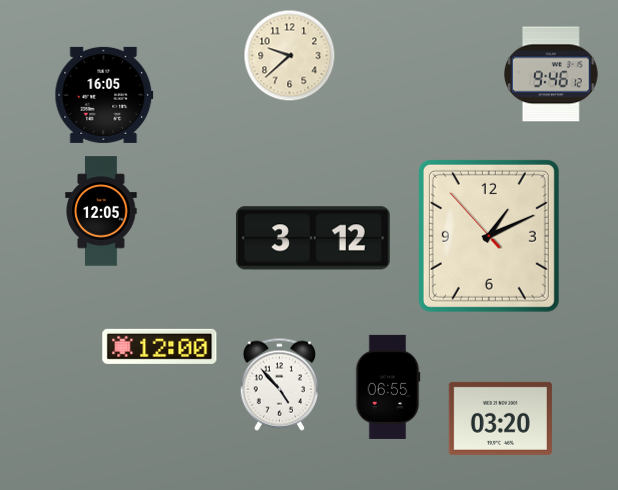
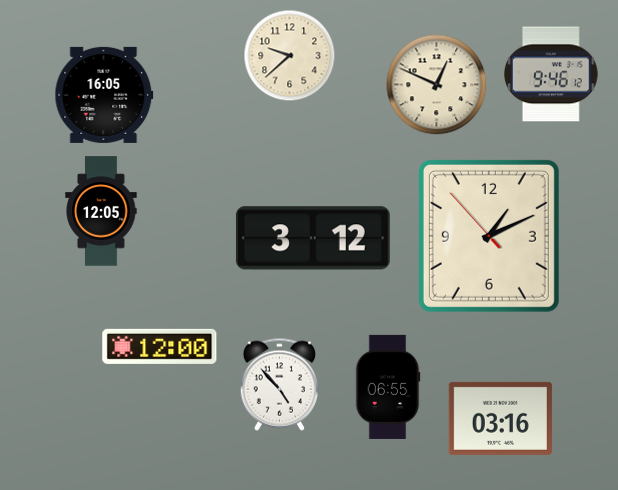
clock at (437, 85): none -> 12:49
clock at (500, 418): 03:20 -> 03:16
